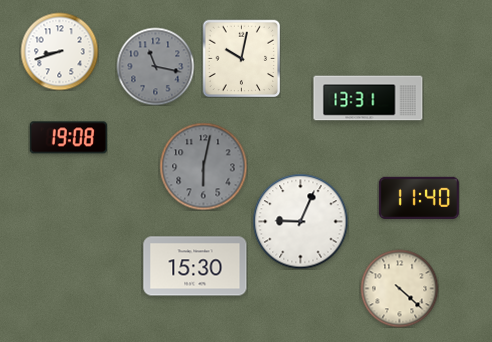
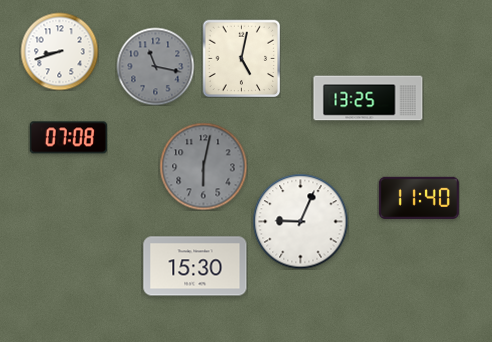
clock at (241, 58): 10:02 -> 5:02
clock at (368, 98): 13:31 -> 13:25
clock at (68, 138): 19:08 -> 07:08
clock at (399, 288): 4:22 -> none
